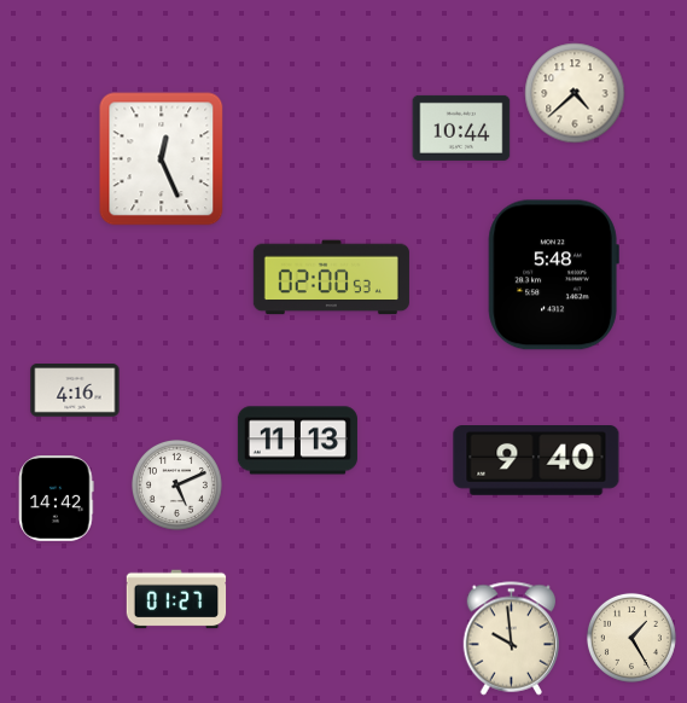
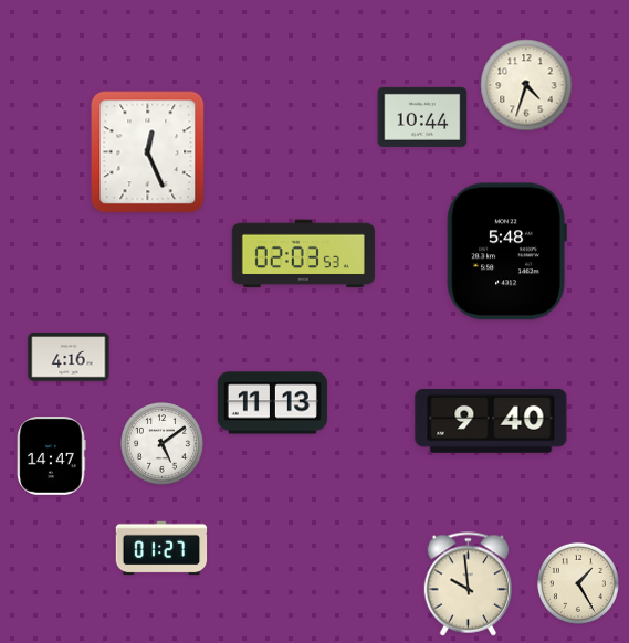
clock at (575, 93): 4:38 -> 4:33
clock at (162, 159) position: (162, 159) -> (148, 152)
clock at (331, 278): 02:00 -> 02:03
clock at (176, 484): 5:11 -> 5:09
clock at (57, 499): 14:42 -> 14:47
